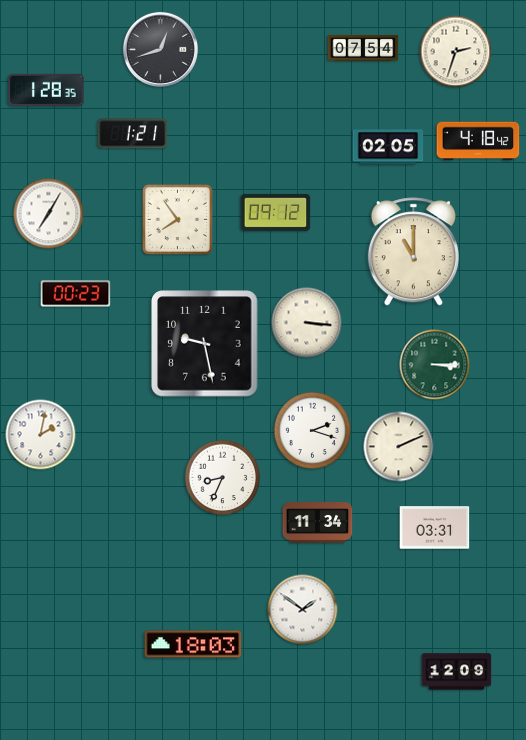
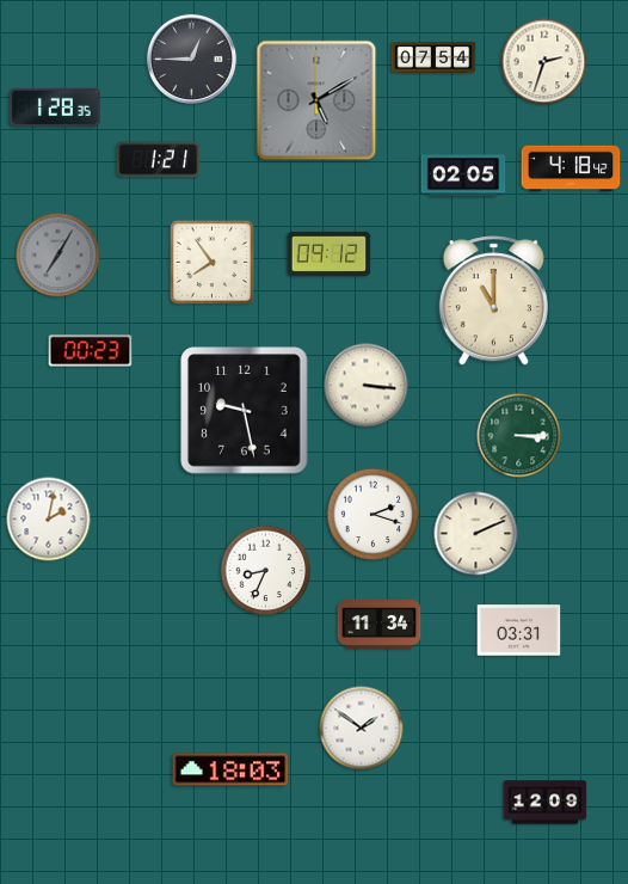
clock at (160, 49): 12:42 -> 12:45
clock at (316, 100): none -> 5:10
clock at (49, 214) dial: white -> grey
